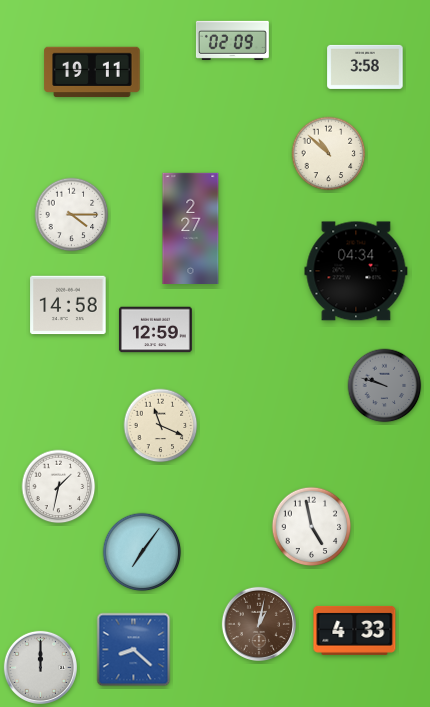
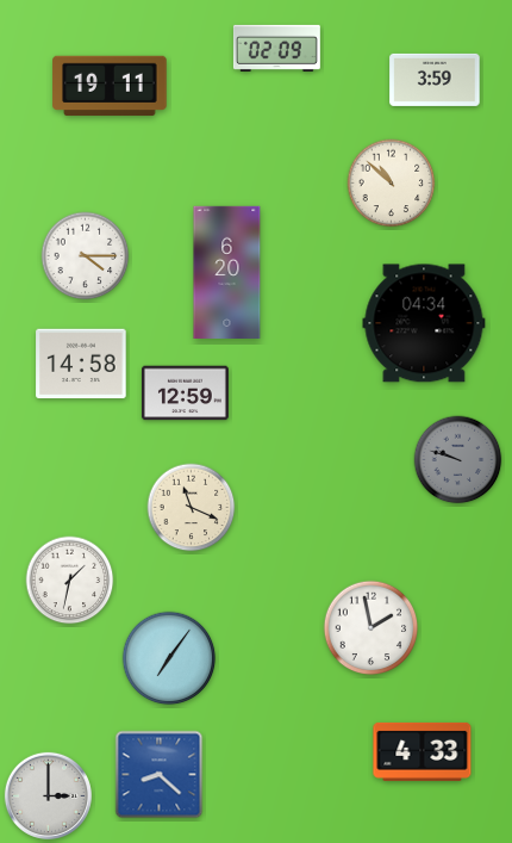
clock at (365, 67): 3:58 -> 3:59
clock at (191, 228): 2:27 -> 6:20
clock at (312, 527): 4:58 -> 1:58
clock at (259, 624): 1:02 -> none
clock at (40, 667): 12:00 -> 3:00
